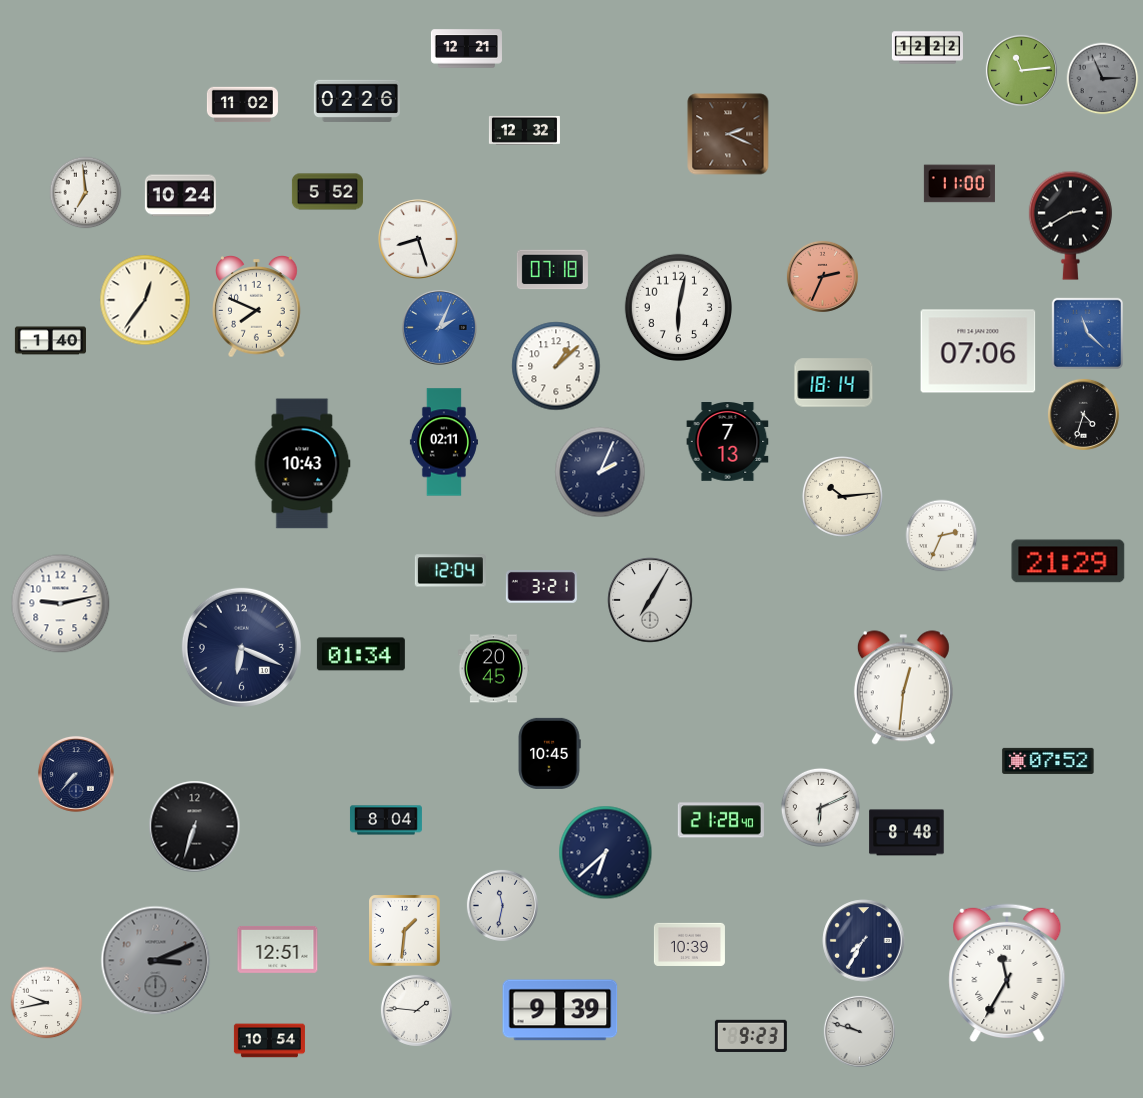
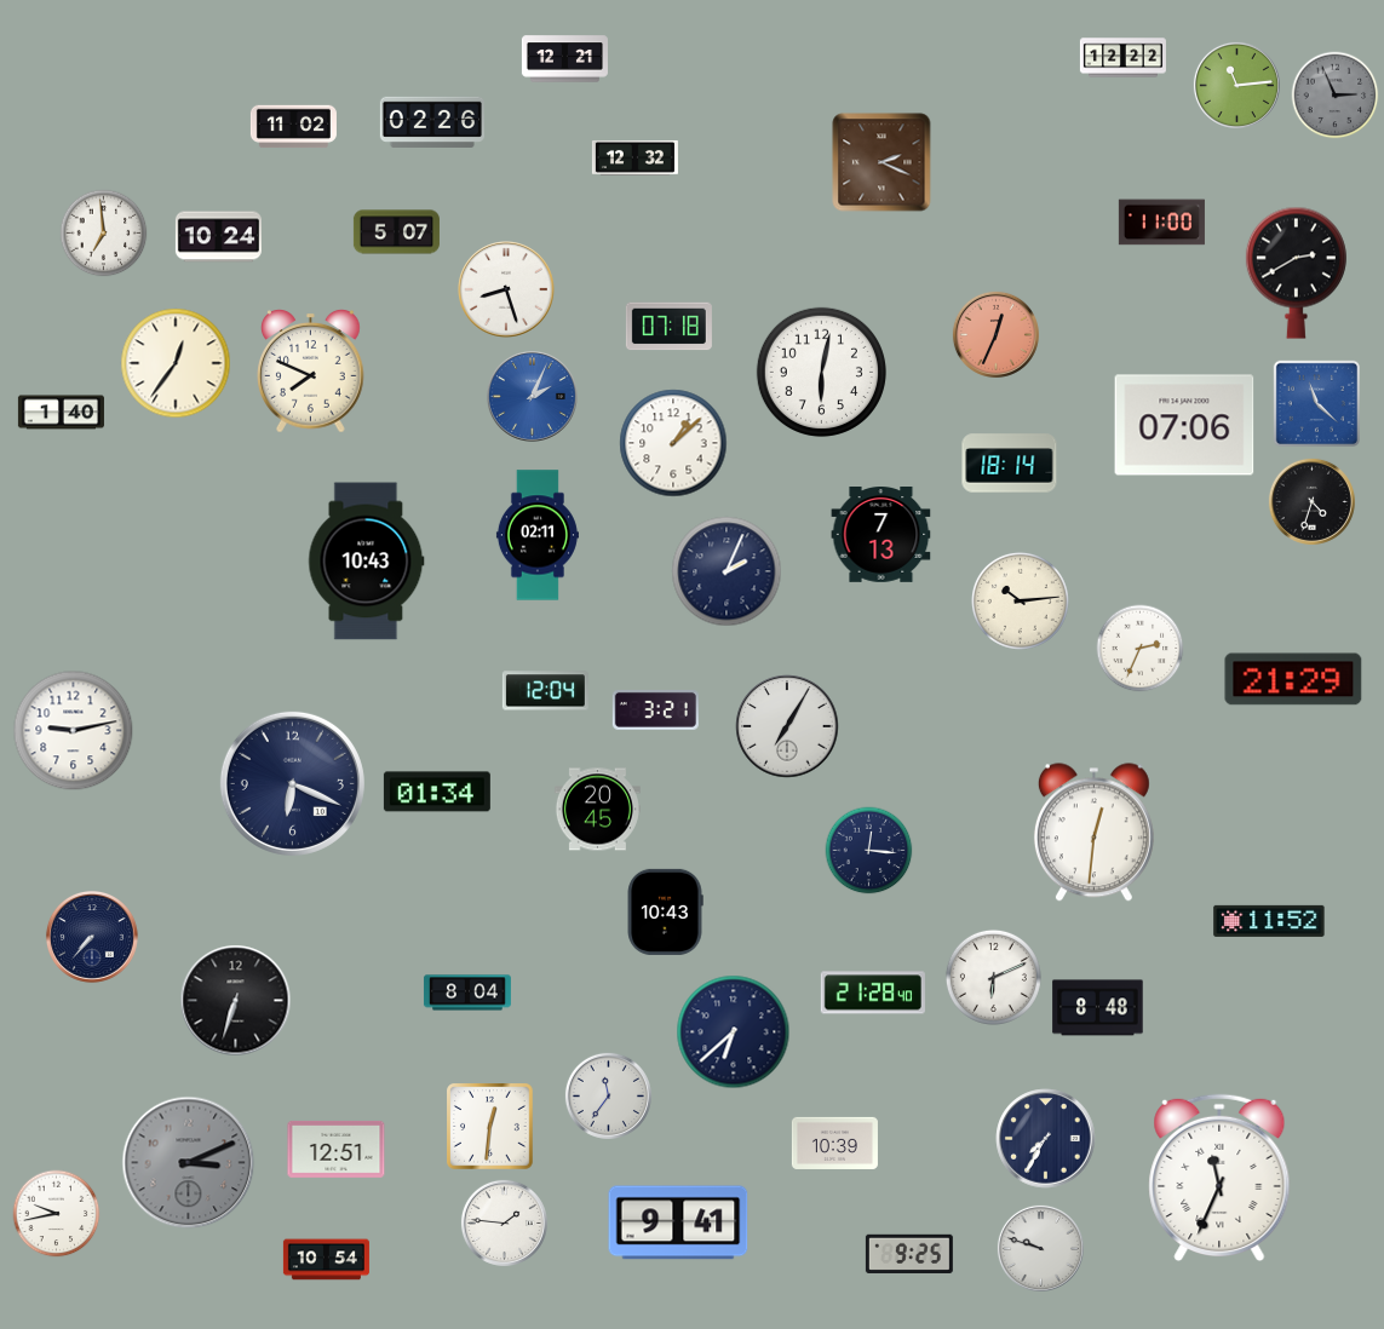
clock at (327, 192): 5:52 -> 5:07
clock at (822, 276): 2:34 -> 12:34
clock at (869, 851): none -> 12:16
clock at (549, 753): 10:45 -> 10:43
clock at (1048, 761): 07:52 -> 11:52
clock at (502, 905): 11:32 -> 11:36
clock at (405, 931): 1:31 -> 12:31
clock at (1007, 973): 11:35 -> 11:34
clock at (560, 1010): 9:39 -> 9:41
clock at (751, 1036): 9:23 -> 9:25
